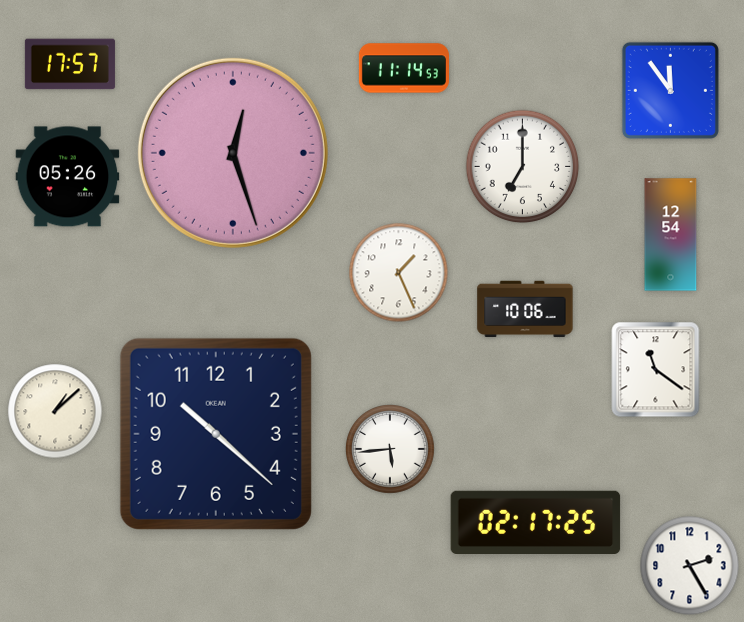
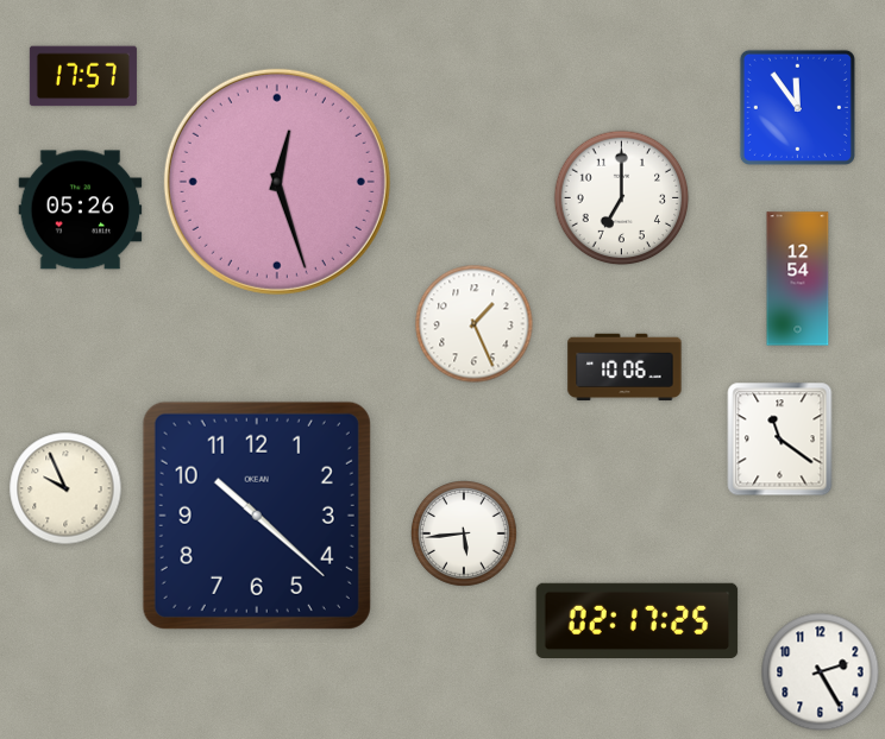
clock at (404, 68): 11:14 -> none
clock at (55, 411): 1:08 -> 9:56
